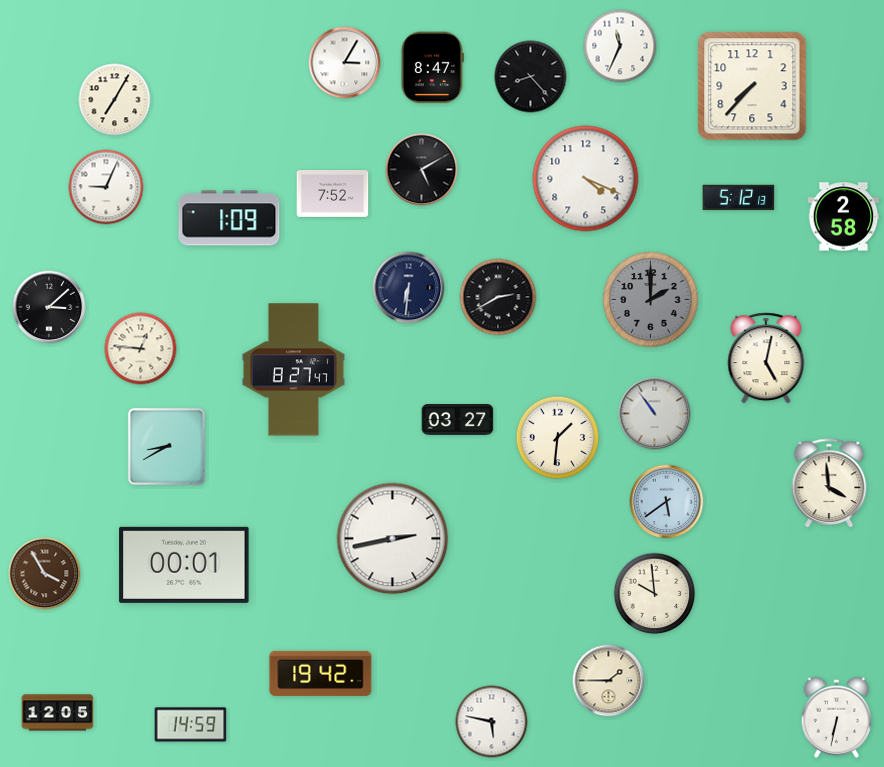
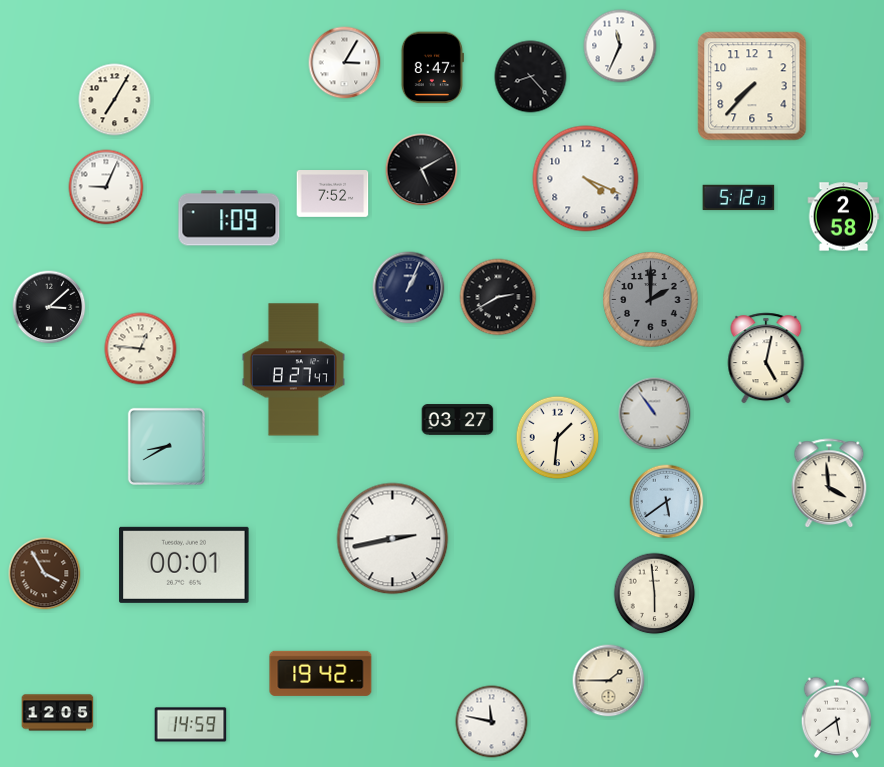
clock at (409, 288): 6:31 -> 1:04
clock at (655, 594): 9:59 -> 5:59
clock at (836, 717): 6:32 -> 5:39
clock at (492, 722): 5:47 -> 11:47
